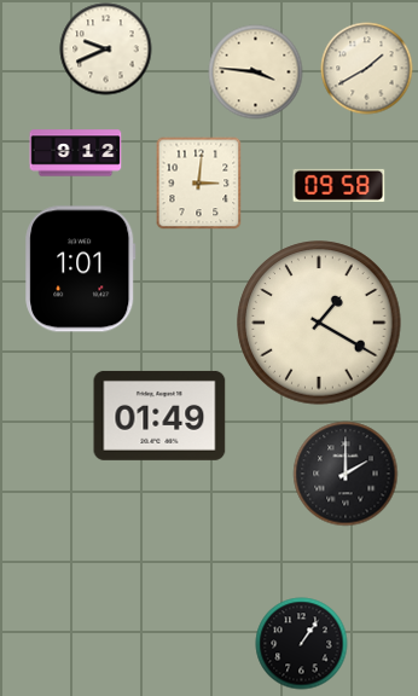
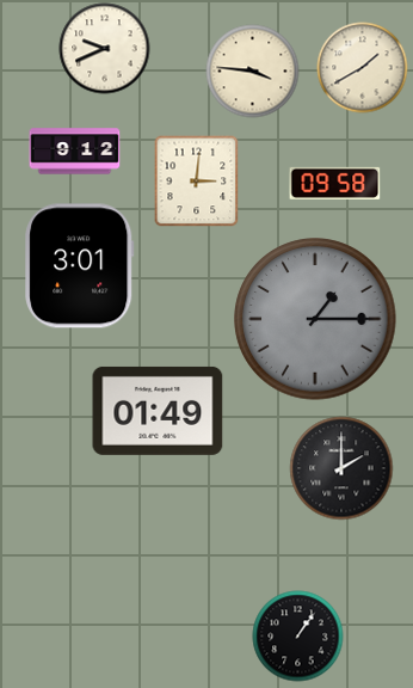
clock at (81, 269): 1:01 -> 3:01
clock at (319, 323): 1:20 -> 1:15
clock at (319, 323) dial: cream -> grey
